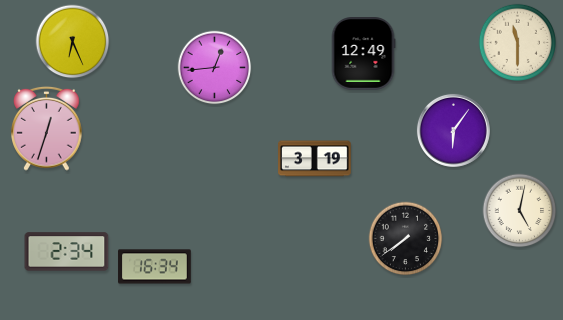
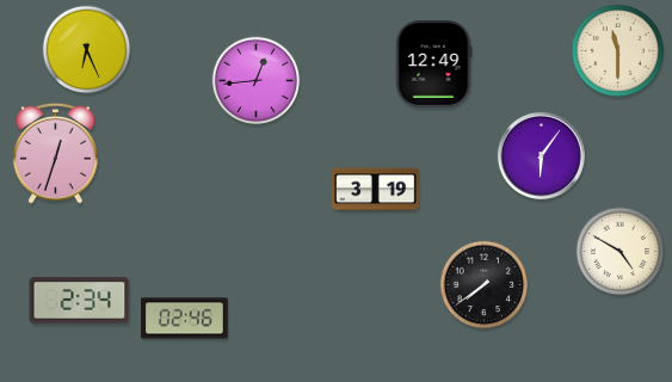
clock at (520, 211): 5:02 -> 4:50
clock at (155, 267): 16:34 -> 02:46
